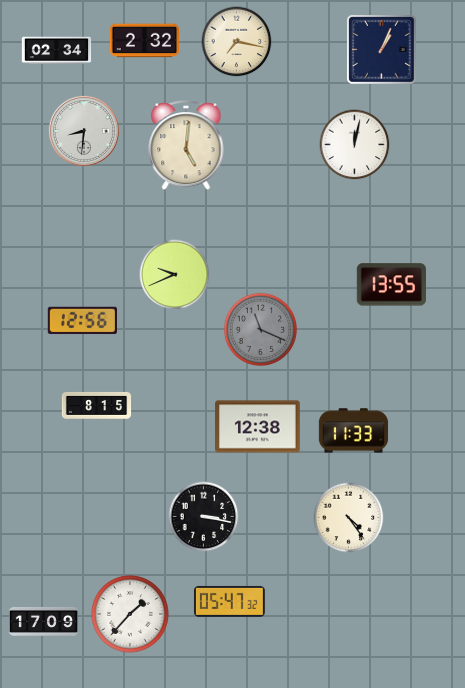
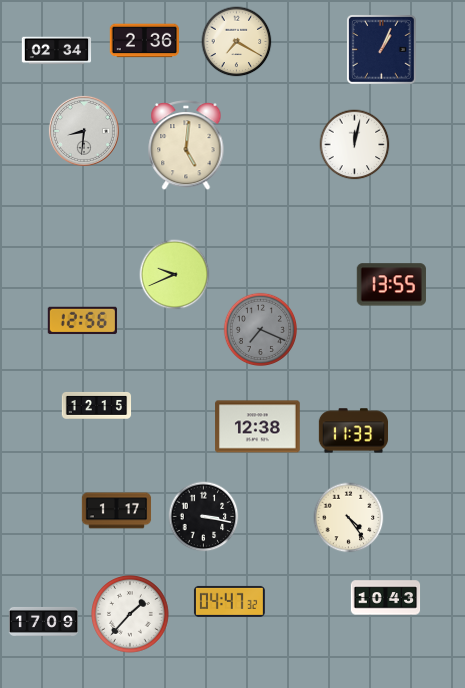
clock at (144, 41): 2:32 -> 2:36
clock at (237, 42): 7:17 -> 7:20
clock at (260, 329): 11:19 -> 7:19
clock at (97, 405): 8:15 -> 12:15
clock at (117, 511): none -> 1:17
clock at (386, 598): none -> 10:43
clock at (229, 601): 05:47 -> 04:47
